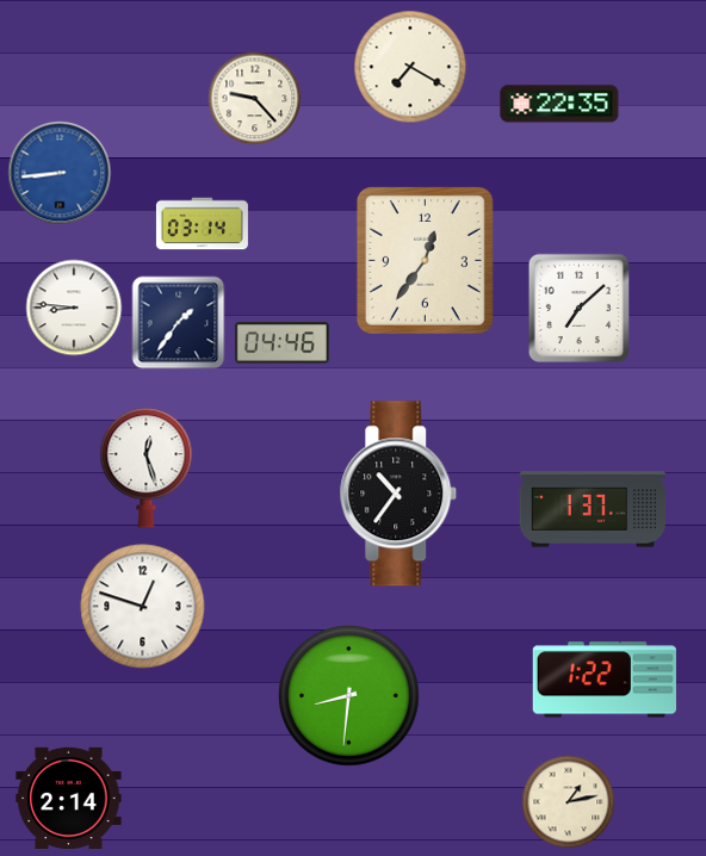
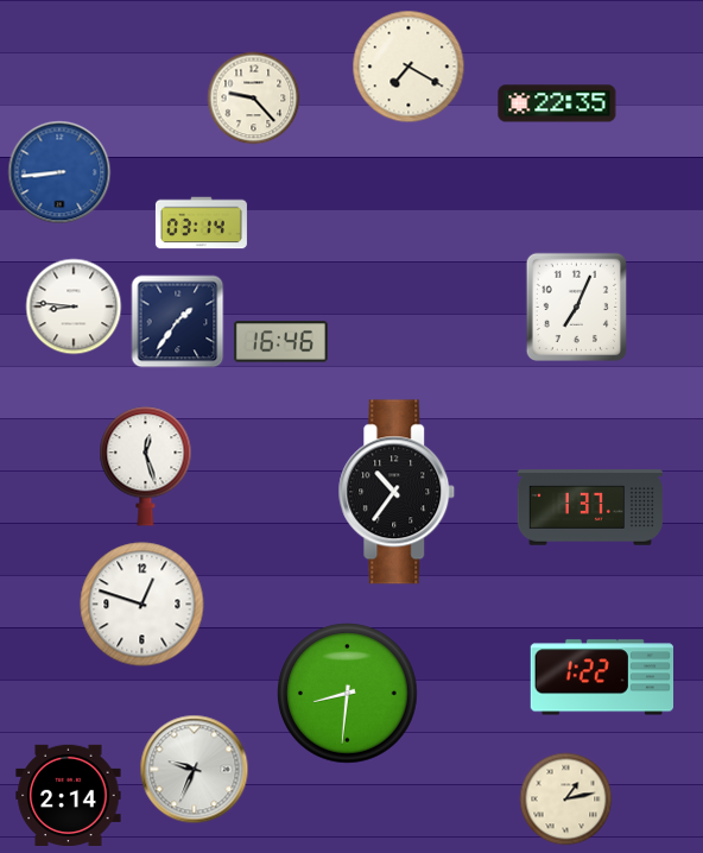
clock at (425, 260): 12:36 -> none
clock at (578, 308): 7:08 -> 7:04
clock at (281, 343): 04:46 -> 16:46
clock at (194, 769): none -> 9:34
